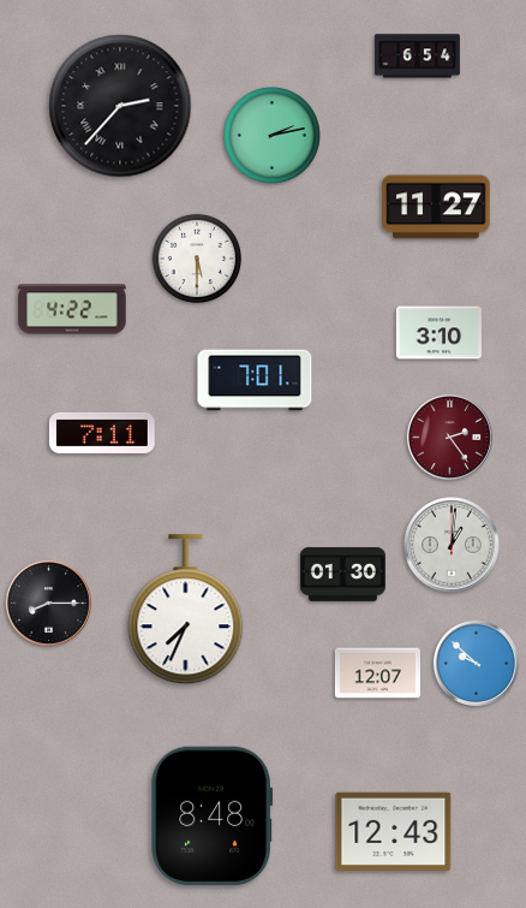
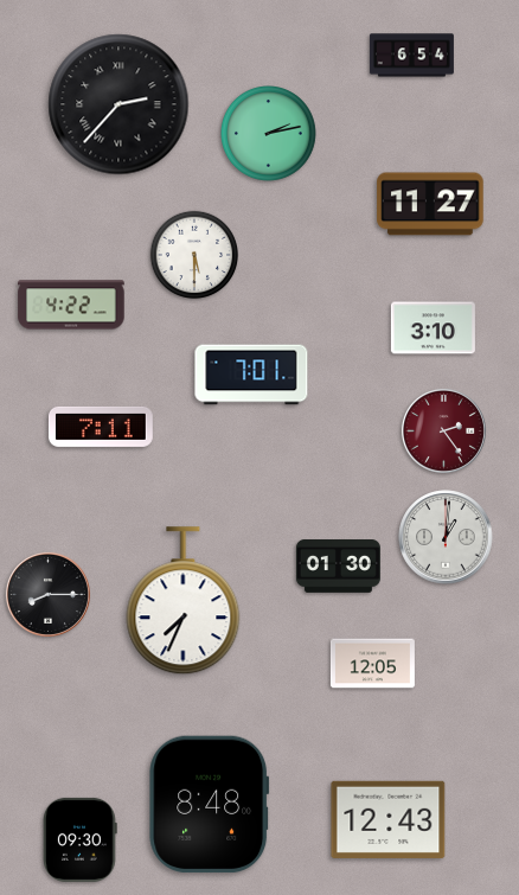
clock at (476, 663): 9:52 -> none
clock at (377, 673): 12:07 -> 12:05
clock at (81, 839): none -> 09:30
